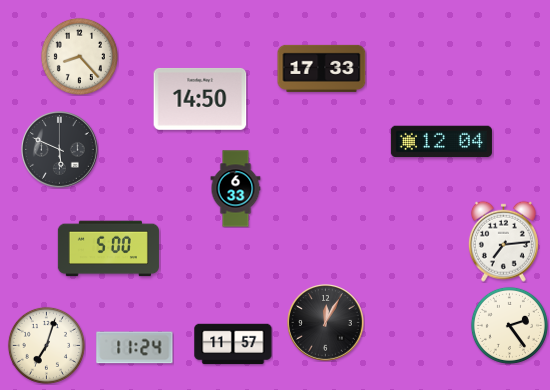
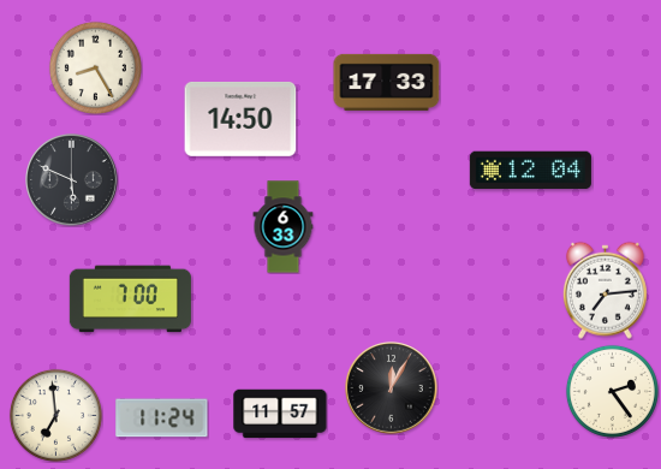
clock at (79, 56): 8:23 -> 8:25
clock at (108, 249): 5:00 -> 7:00
clock at (46, 345): 7:03 -> 6:59
